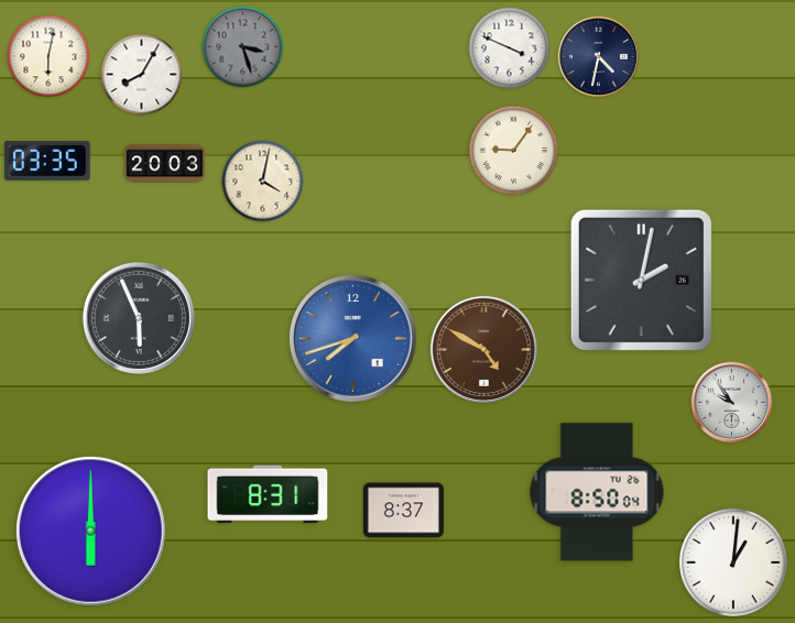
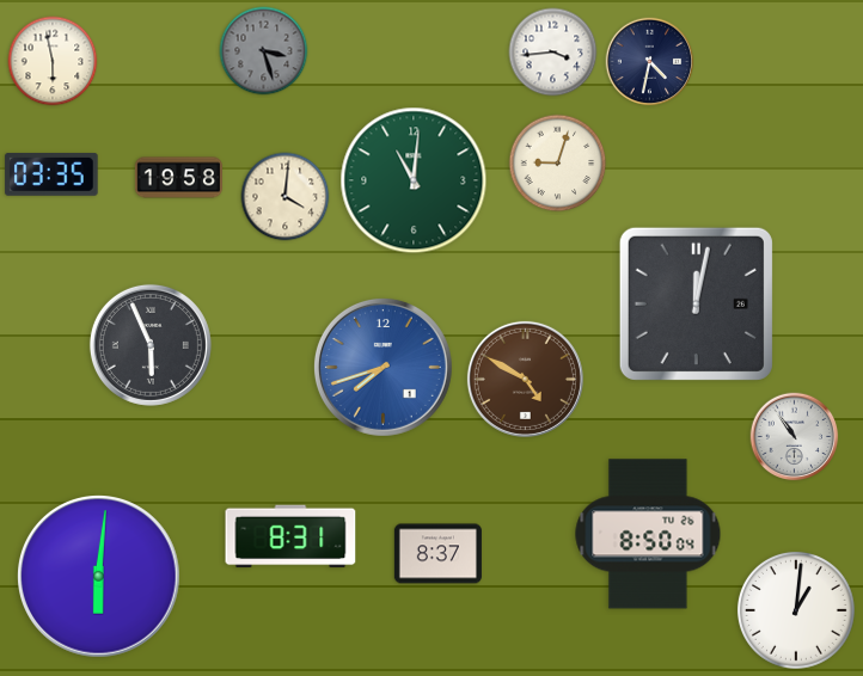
clock at (510, 48): 3:49 -> 3:44
clock at (48, 56): 6:02 -> 5:58
clock at (142, 75): 8:05 -> none
clock at (514, 151): 9:06 -> 9:03
clock at (164, 164): 20:03 -> 19:58
clock at (414, 180): none -> 11:01
clock at (263, 182): 4:02 -> 4:01
clock at (641, 280): 2:02 -> 12:02
clock at (732, 403): 9:54 -> 10:54
clock at (91, 532): 6:00 -> 6:01
